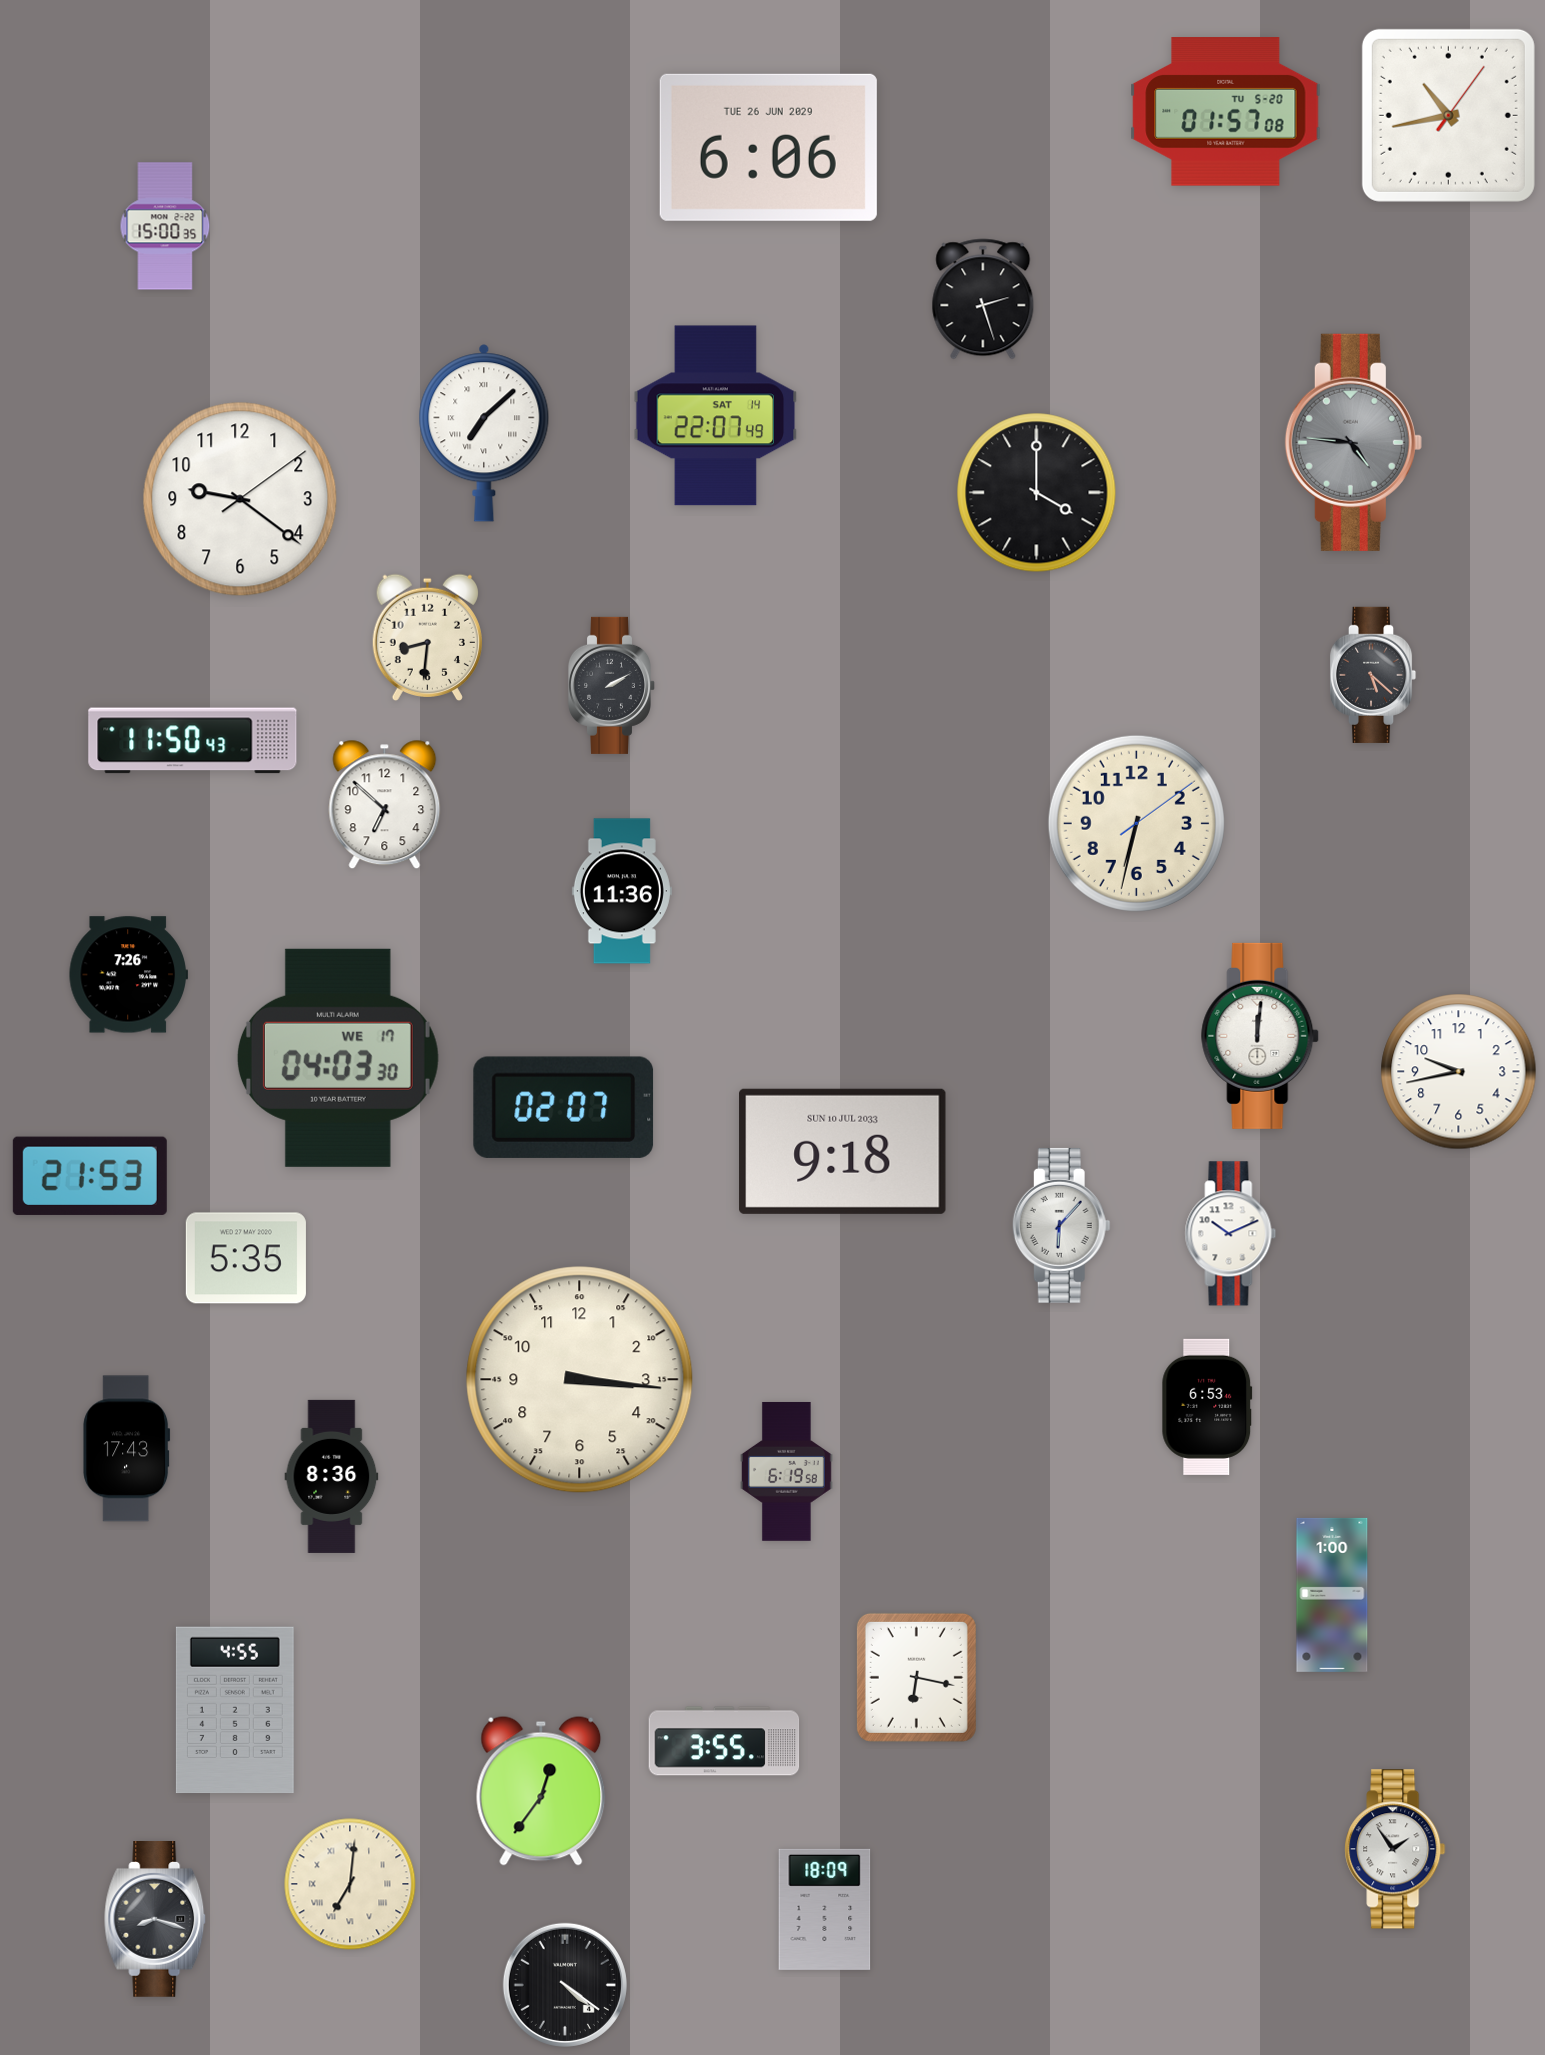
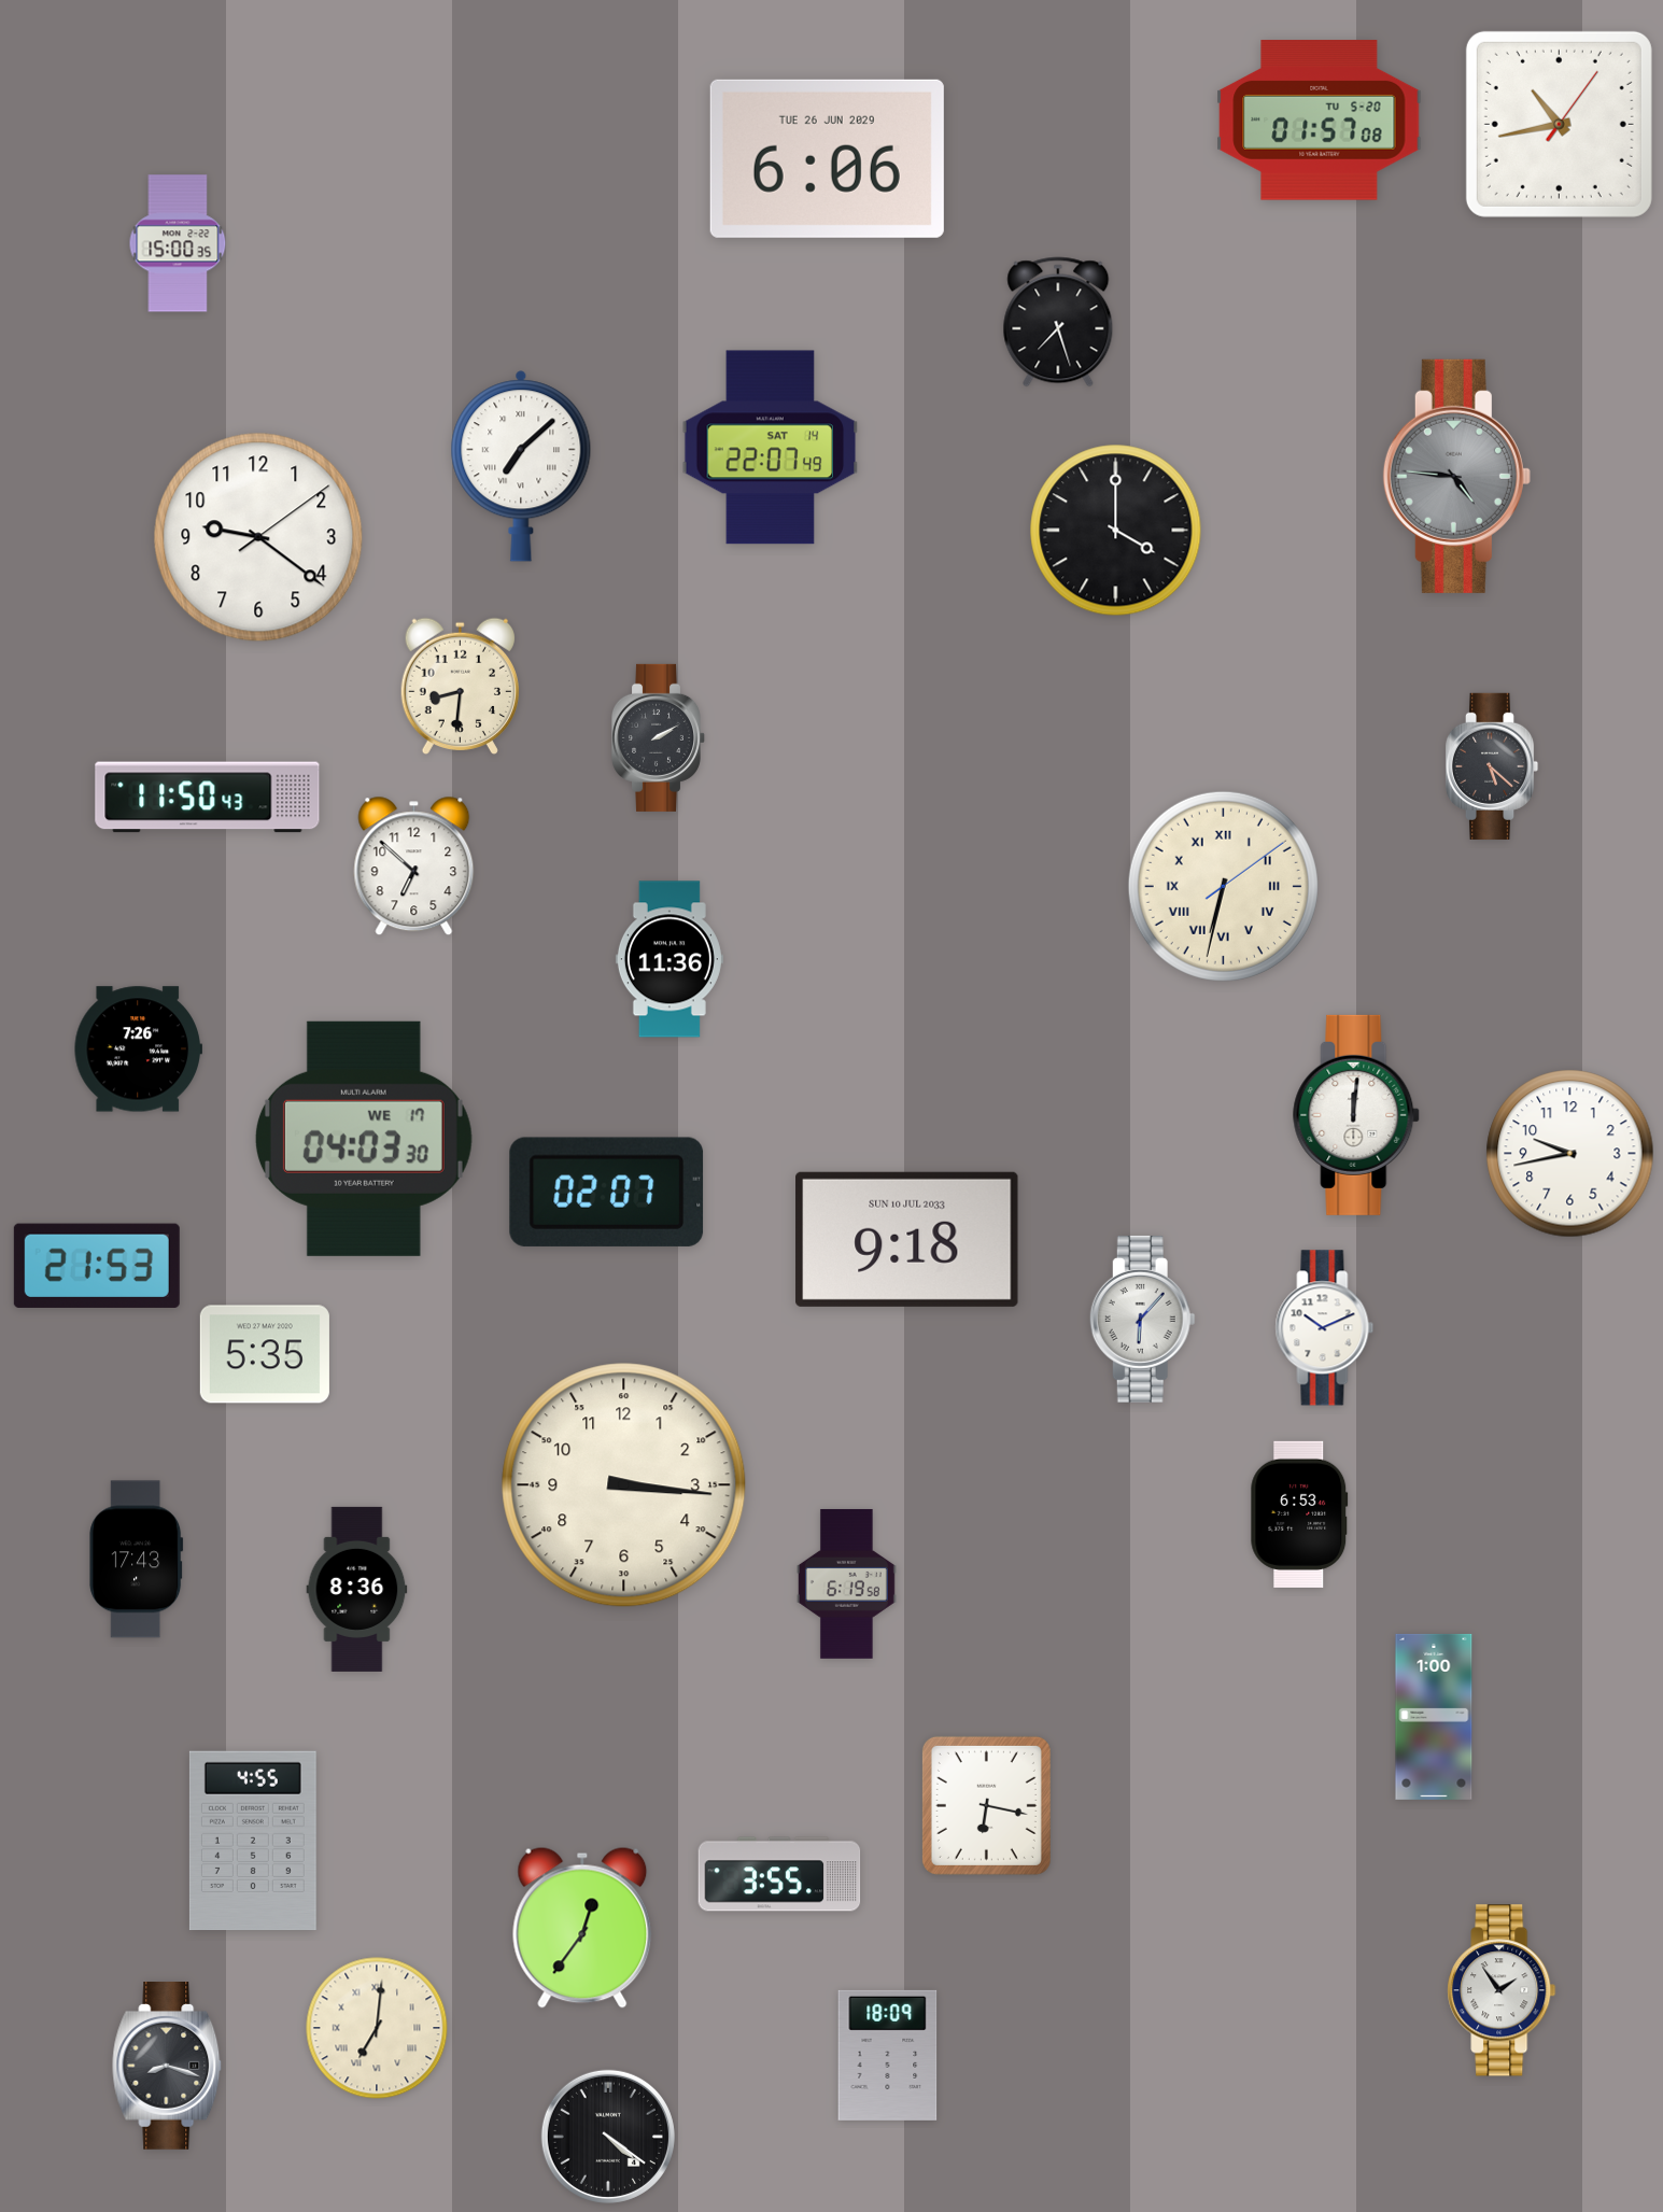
clock at (983, 299): 2:27 -> 7:27
clock at (1373, 675) position: (1373, 675) -> (1492, 766)
clock at (1136, 823) numerals: Arabic -> Roman
